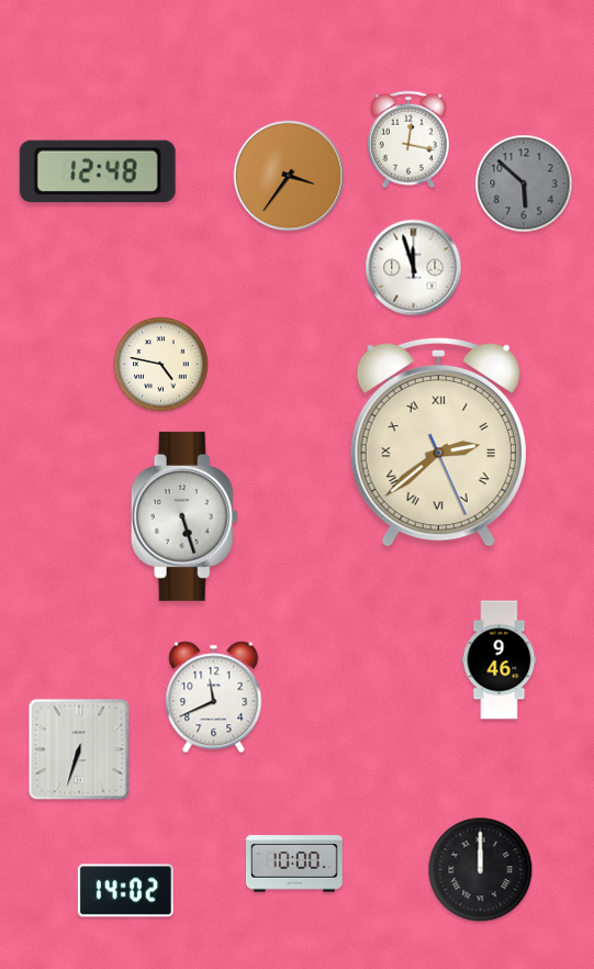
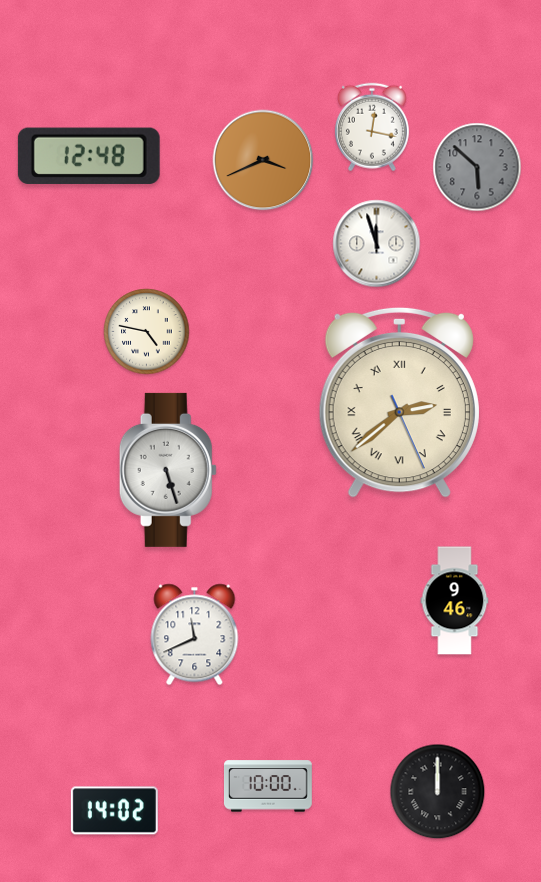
clock at (289, 176): 3:36 -> 3:41
clock at (79, 749): 6:33 -> none
